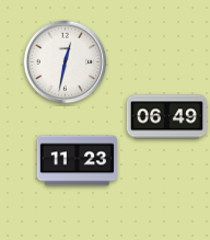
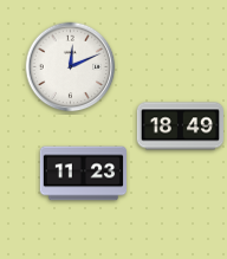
clock at (66, 62): 12:32 -> 12:11
clock at (166, 117): 06:49 -> 18:49
